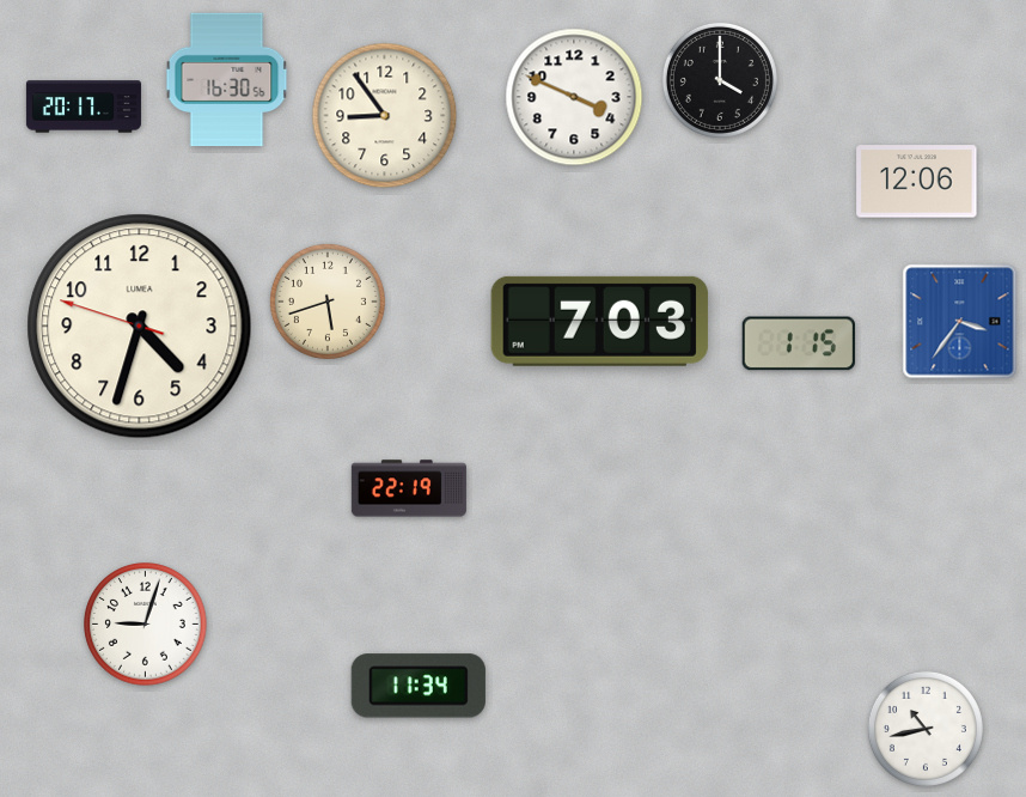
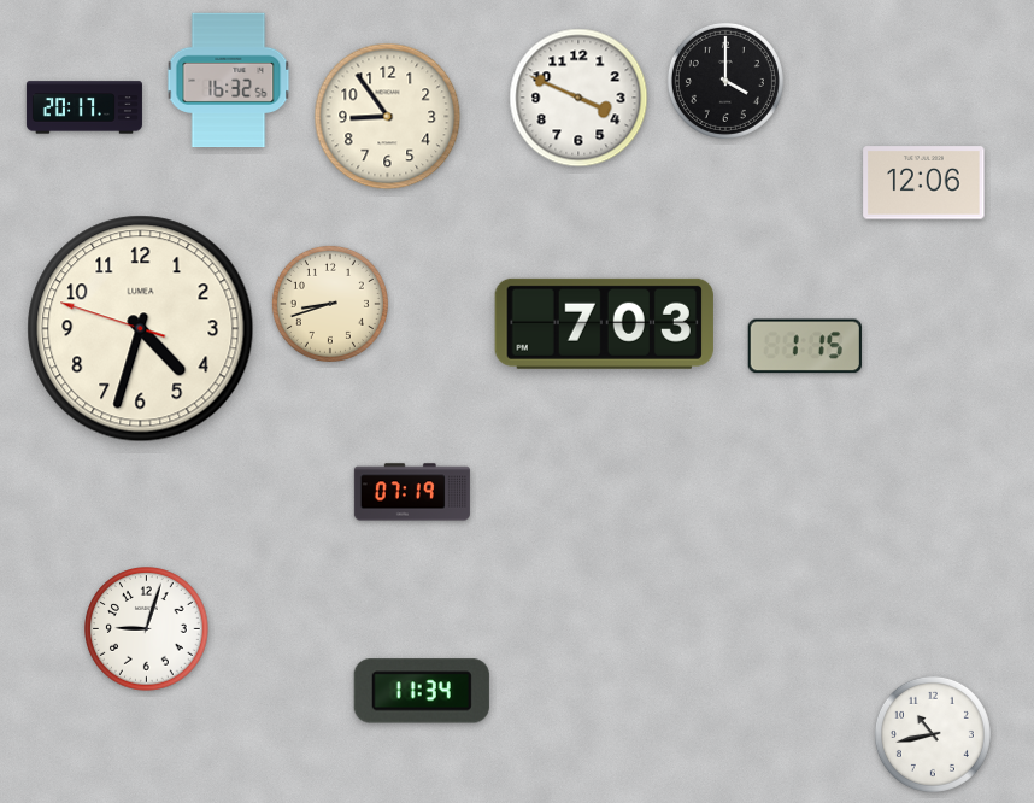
clock at (227, 80): 16:30 -> 16:32
clock at (328, 302): 5:42 -> 8:42
clock at (960, 322): 3:36 -> none
clock at (409, 488): 22:19 -> 07:19
